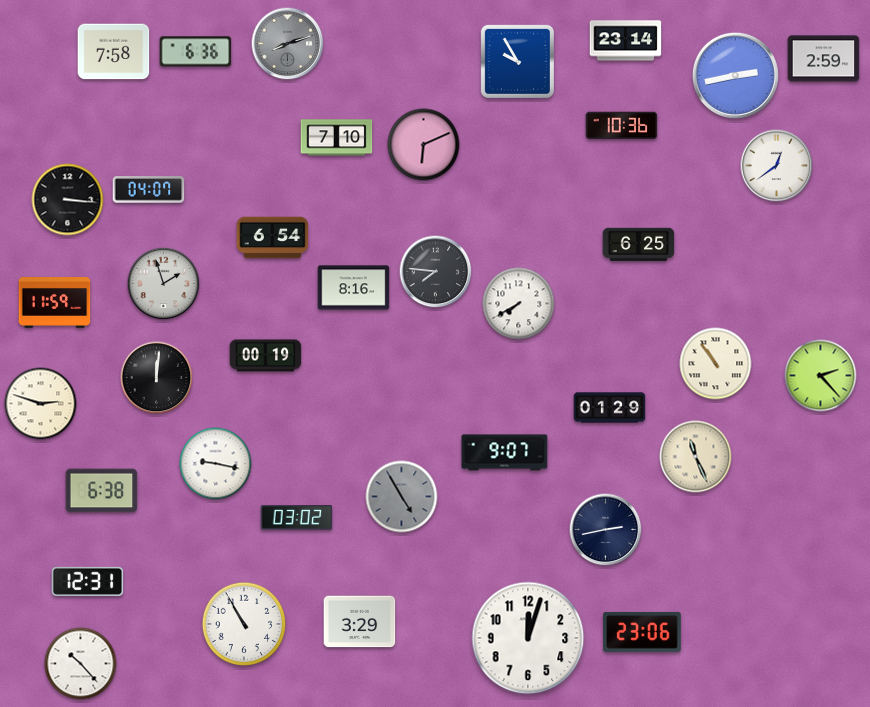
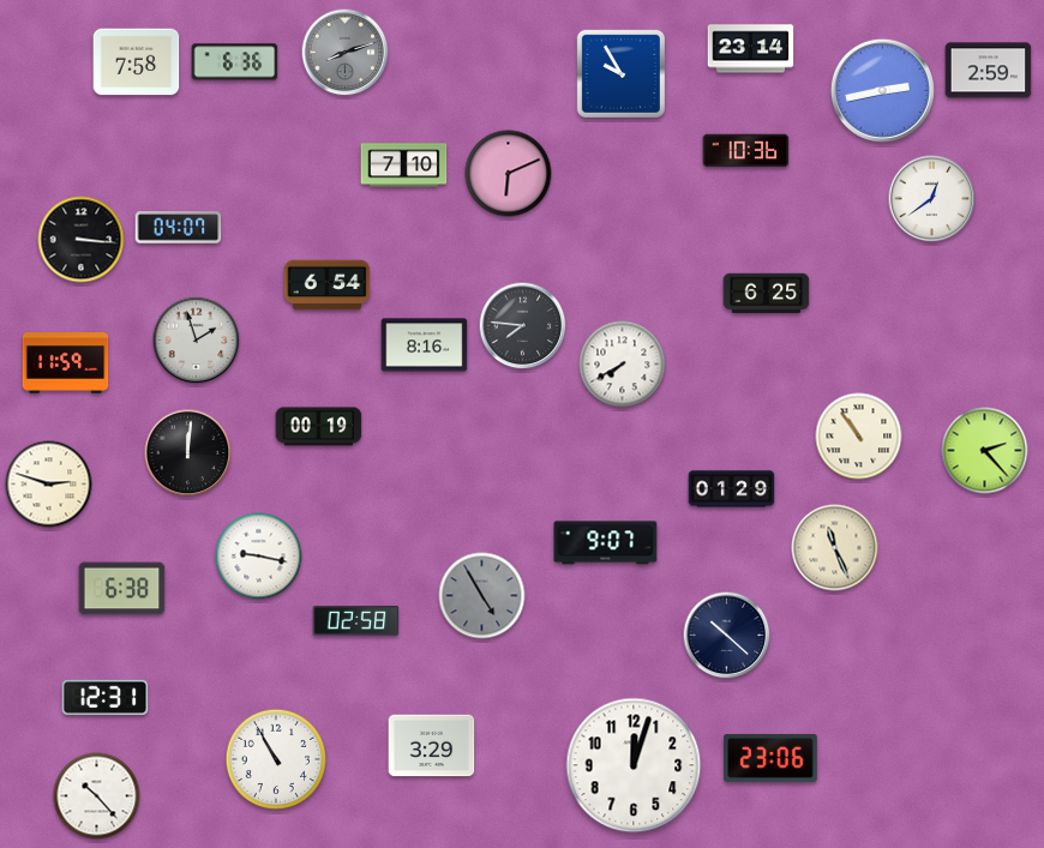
clock at (297, 518): 03:02 -> 02:58
clock at (606, 530): 2:43 -> 10:22
clock at (244, 624) position: (244, 624) -> (276, 759)
